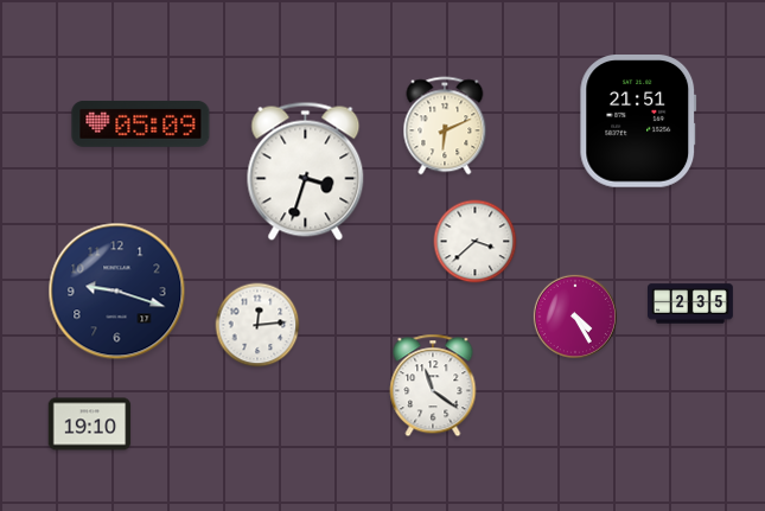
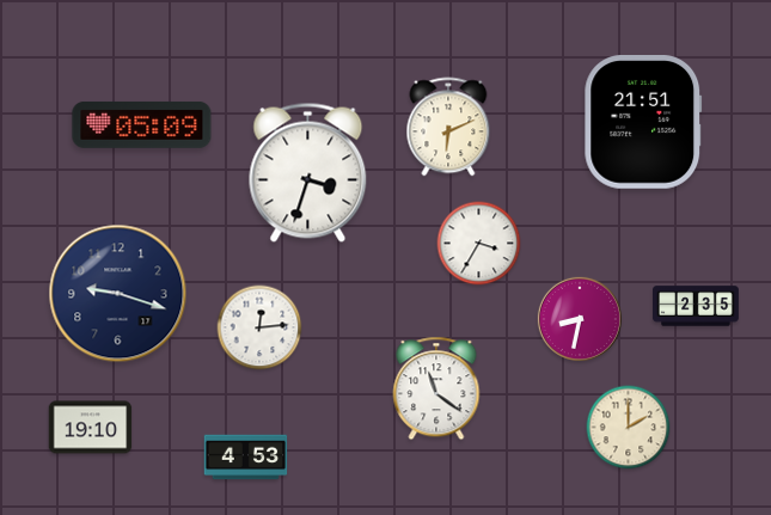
clock at (476, 242): 3:38 -> 3:35
clock at (575, 317): 4:25 -> 8:32
clock at (629, 428): none -> 2:00
clock at (246, 458): none -> 4:53
